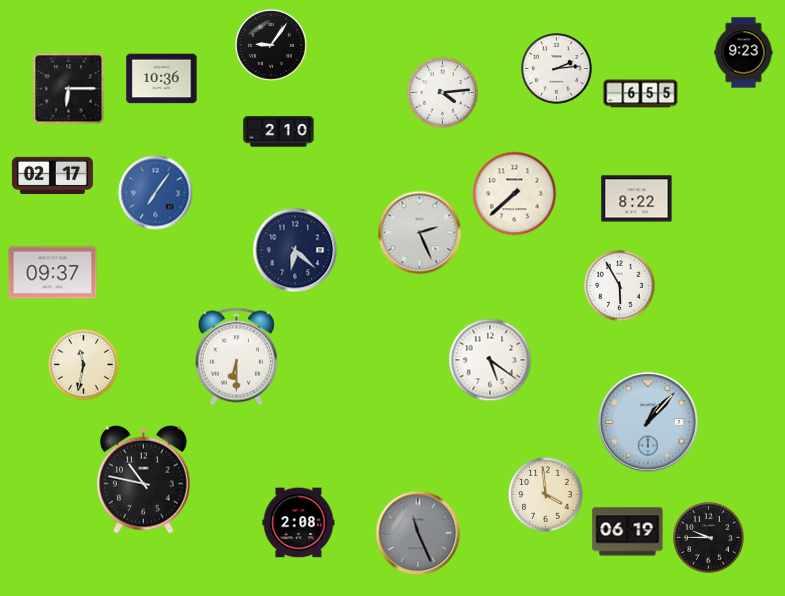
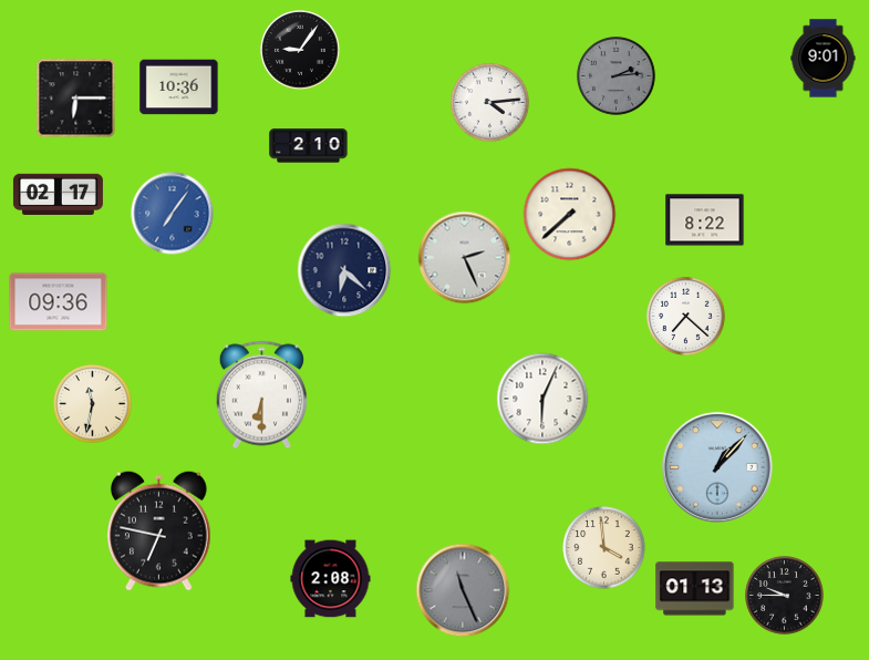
clock at (744, 53): 9:23 -> 9:01
clock at (557, 69) dial: white -> grey
clock at (641, 94): 6:55 -> none
clock at (295, 250) position: (295, 250) -> (344, 270)
clock at (53, 273): 09:37 -> 09:36
clock at (620, 286): 5:55 -> 7:22
clock at (490, 360): 5:21 -> 6:04
clock at (144, 479): 10:47 -> 6:47
clock at (628, 532): 06:19 -> 01:13
